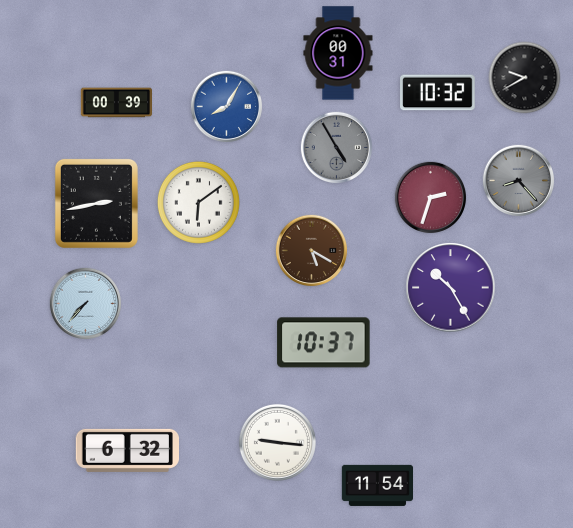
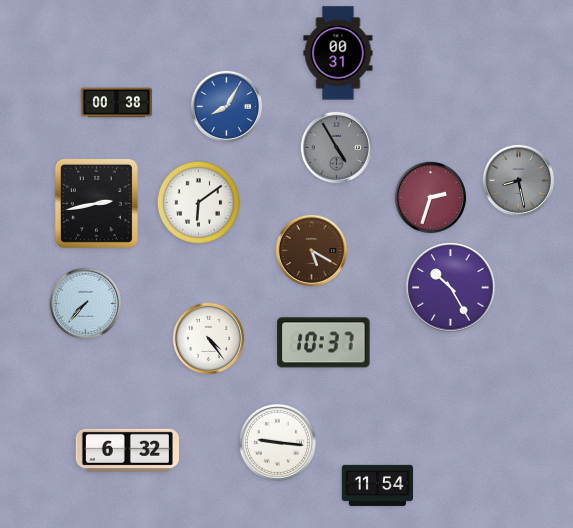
clock at (525, 78): 9:40 -> none
clock at (438, 93): 10:32 -> none
clock at (116, 103): 00:39 -> 00:38
clock at (519, 181): 8:23 -> 8:28
clock at (209, 339): none -> 4:24
